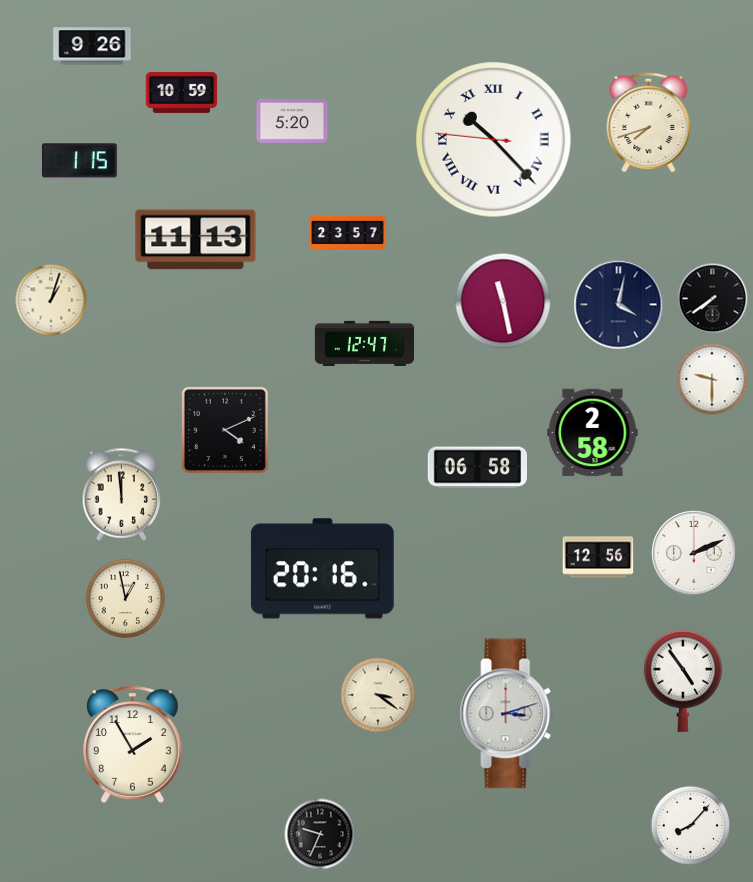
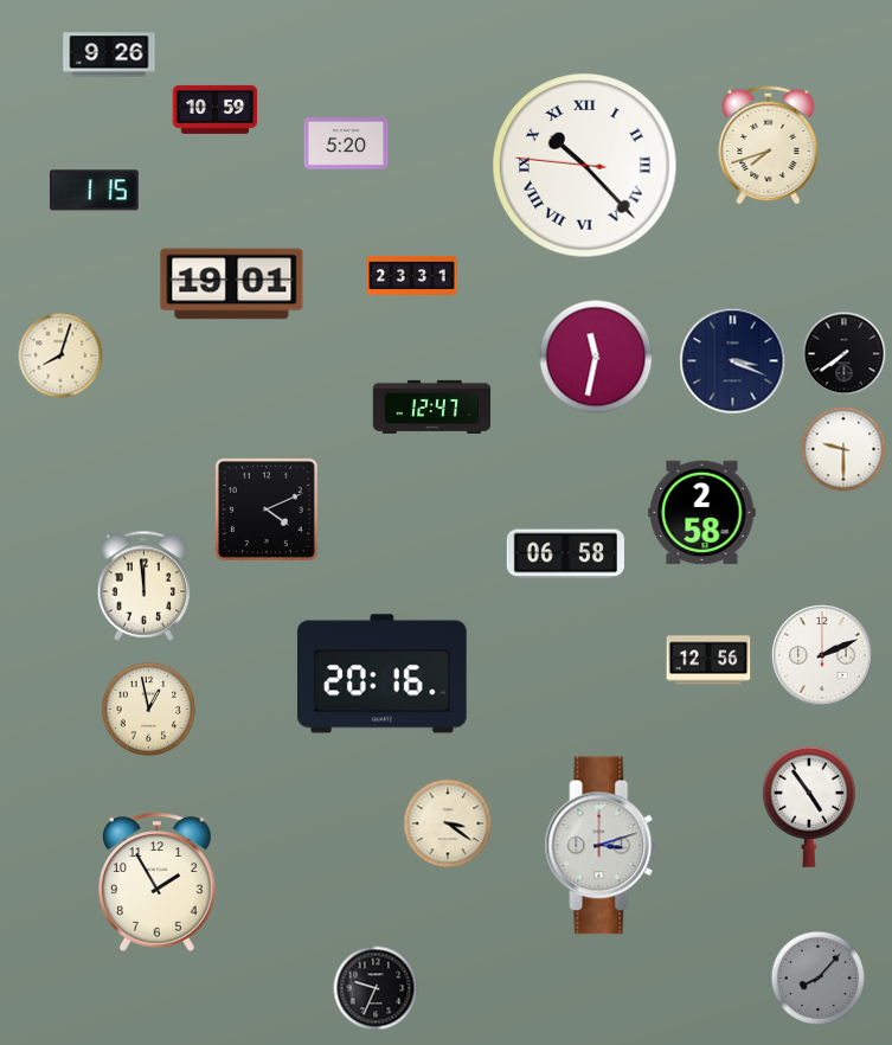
clock at (348, 232): 23:57 -> 23:31
clock at (196, 240): 11:13 -> 19:01
clock at (51, 300): 1:03 -> 8:03
clock at (503, 301): 11:28 -> 11:32
clock at (619, 305): 4:02 -> 3:19
clock at (690, 825) dial: white -> grey
clock at (320, 834) position: (320, 834) -> (376, 988)
